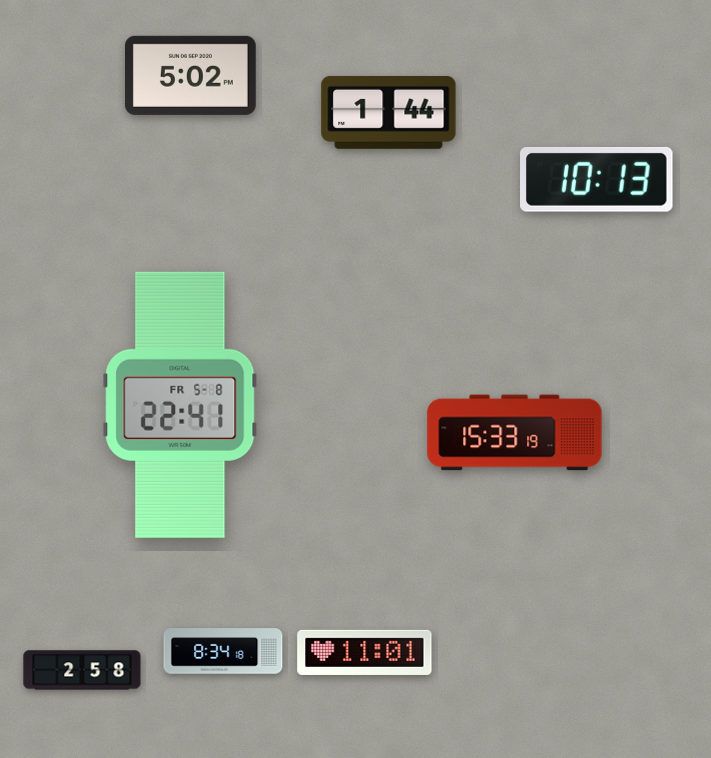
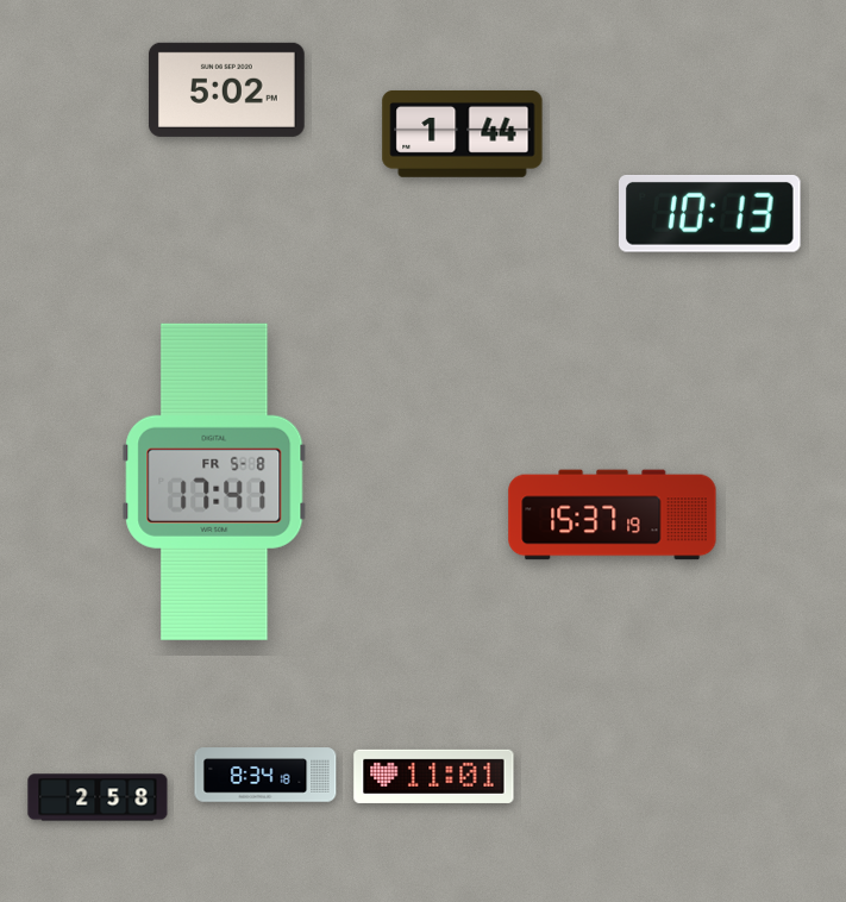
clock at (180, 405): 22:41 -> 17:41
clock at (515, 433): 15:33 -> 15:37
